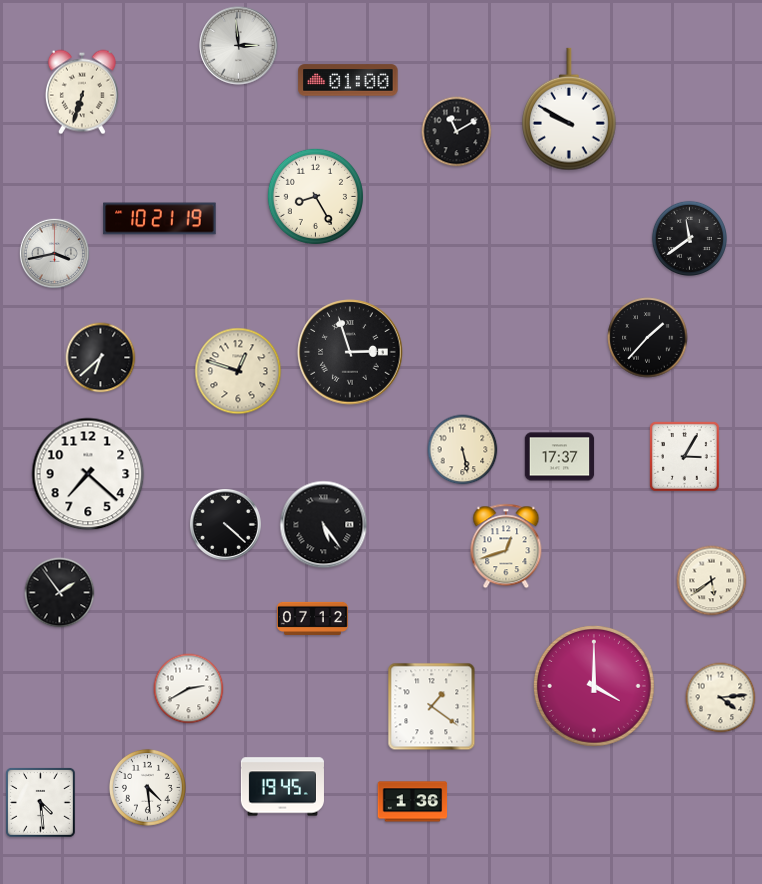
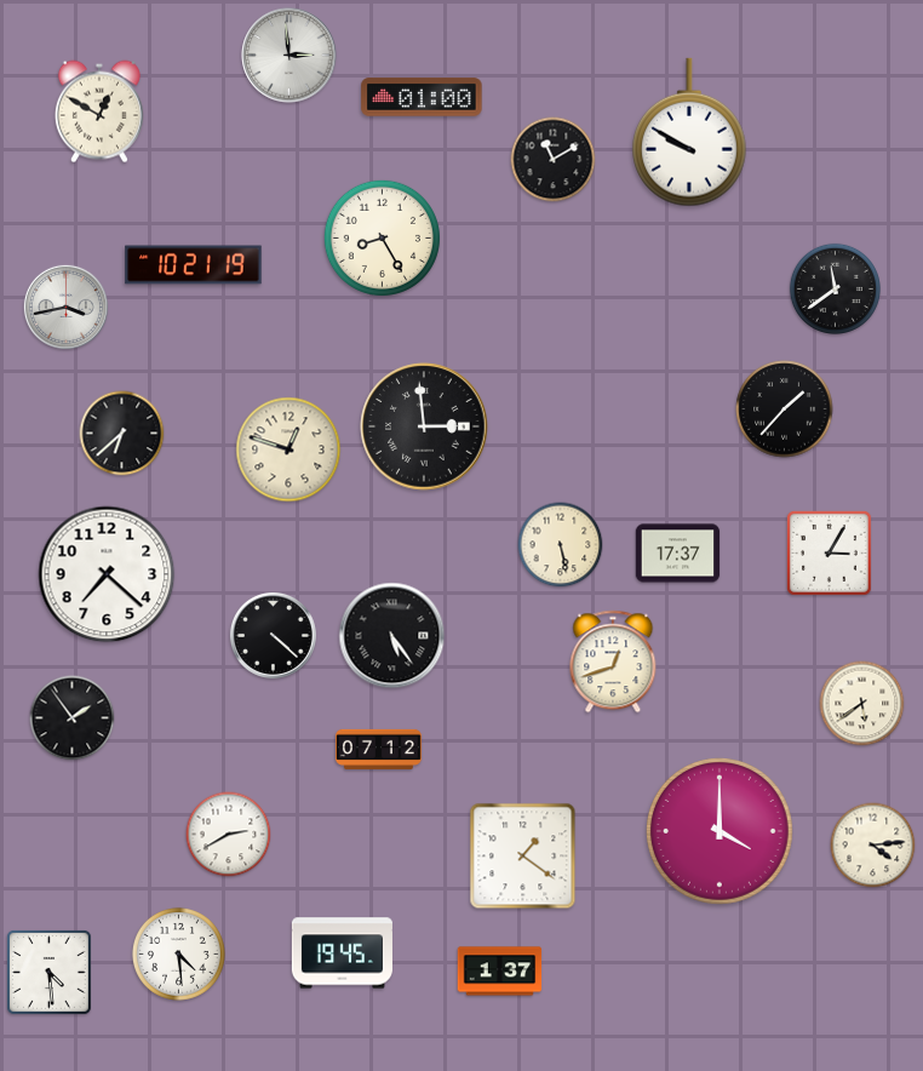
clock at (82, 92): 6:33 -> 12:50
clock at (350, 352): 2:57 -> 2:59
clock at (413, 802): 1:36 -> 1:37
